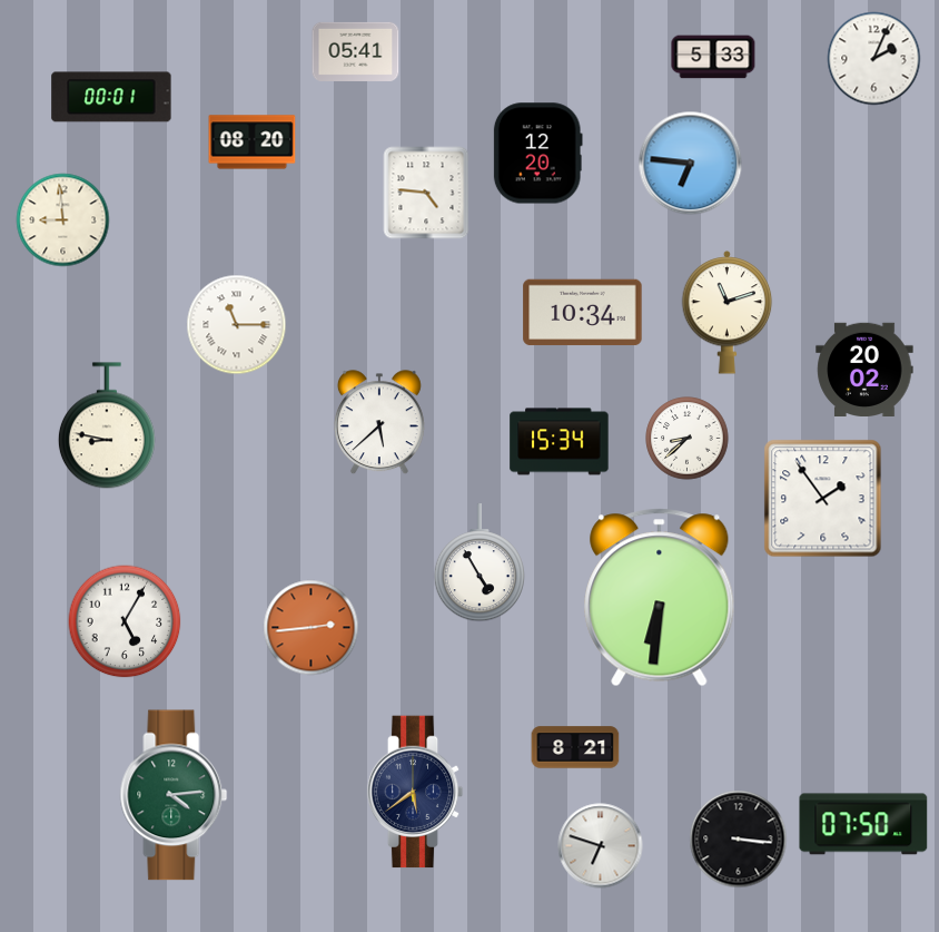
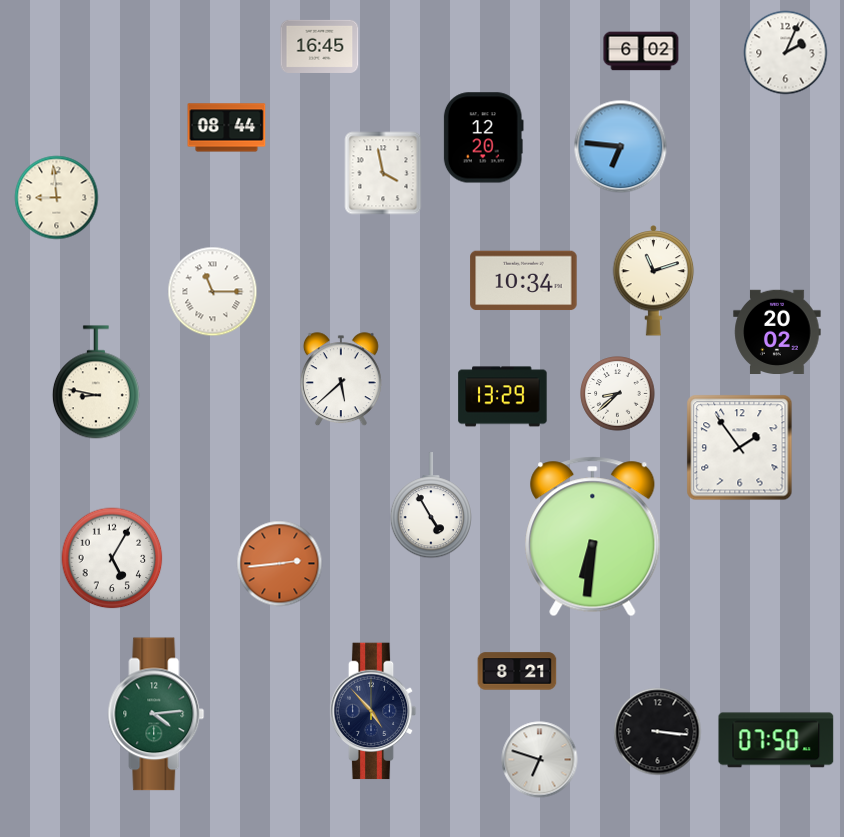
clock at (356, 51): 05:41 -> 16:45
clock at (713, 57): 5:33 -> 6:02
clock at (111, 97): 00:01 -> none
clock at (253, 143): 08:20 -> 08:44
clock at (426, 193): 4:46 -> 3:58
clock at (560, 442): 15:34 -> 13:29
clock at (415, 792): 5:39 -> 4:53
clock at (739, 840) position: (739, 840) -> (658, 732)
